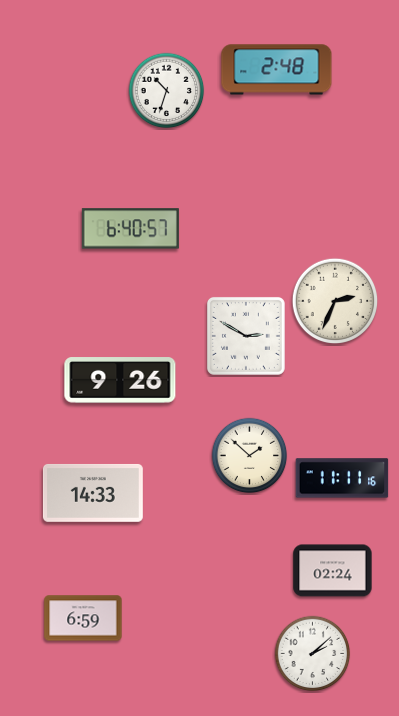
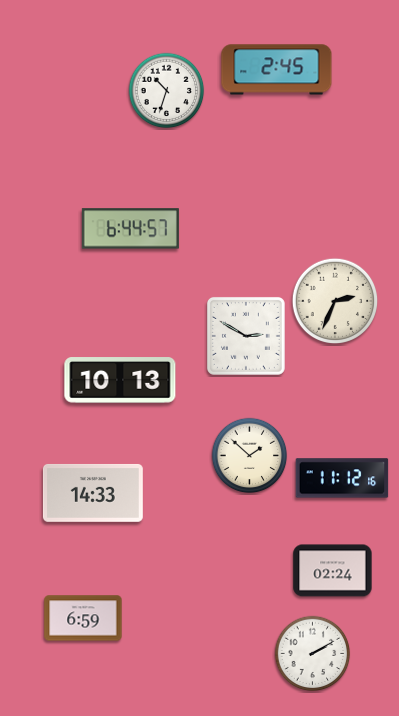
clock at (277, 70): 2:48 -> 2:45
clock at (130, 229): 6:40 -> 6:44
clock at (120, 380): 9:26 -> 10:13
clock at (342, 478): 11:11 -> 11:12
clock at (313, 654): 2:08 -> 2:10
